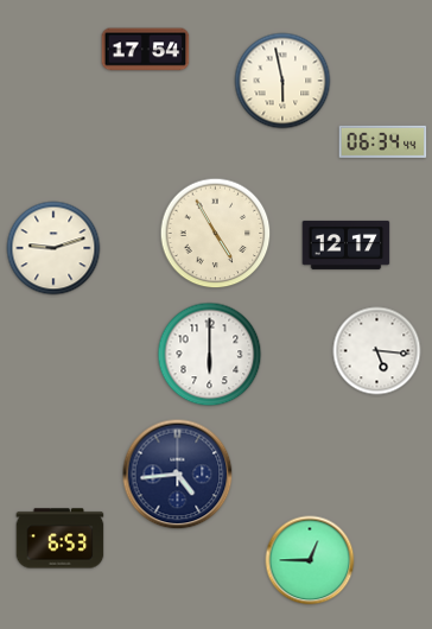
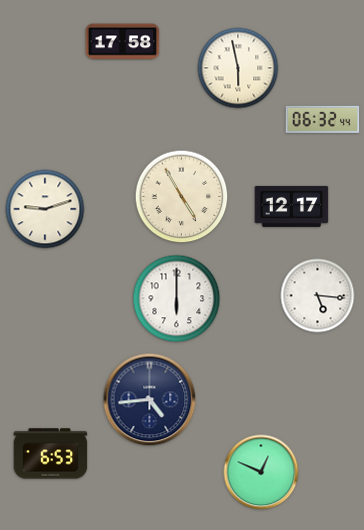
clock at (146, 50): 17:54 -> 17:58
clock at (383, 141): 06:34 -> 06:32
clock at (310, 560): 12:45 -> 12:49
